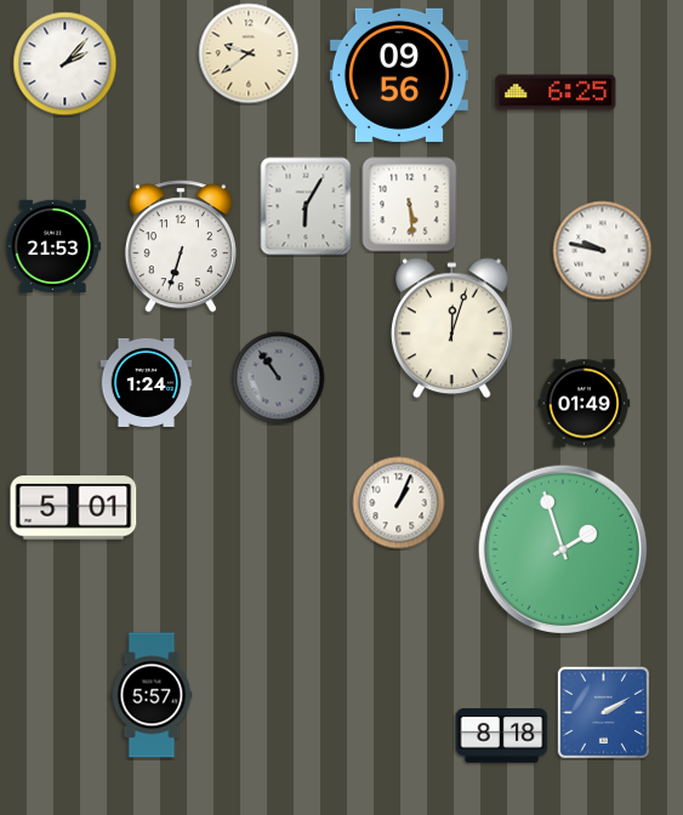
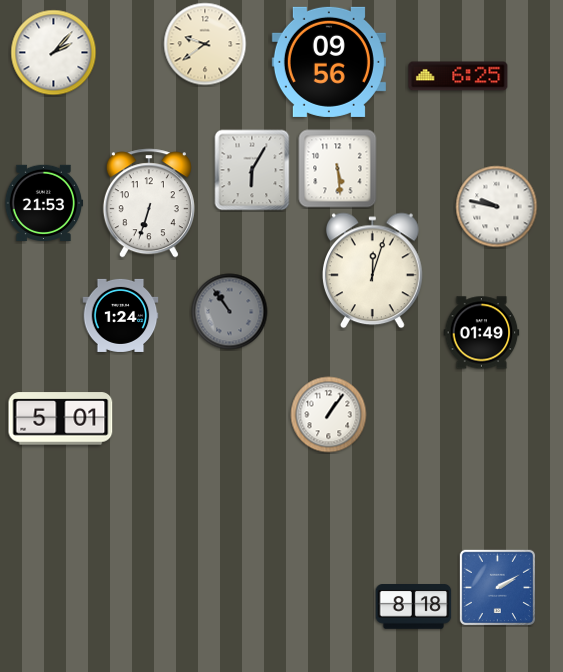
clock at (399, 503): 1:04 -> 1:06
clock at (563, 549): 1:57 -> none
clock at (152, 695): 5:57 -> none
